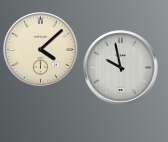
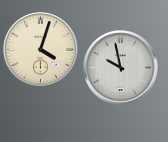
clock at (41, 50): 4:08 -> 4:03
